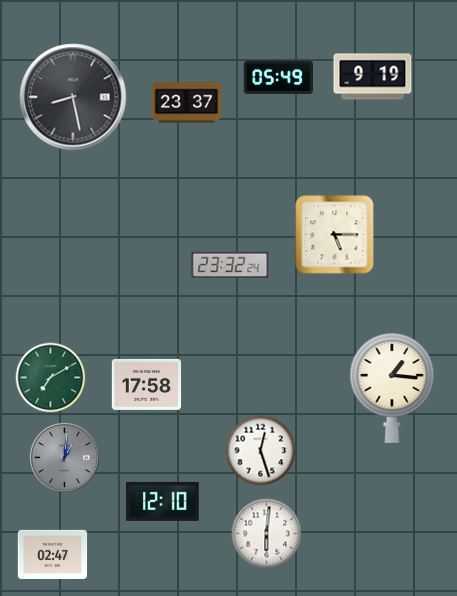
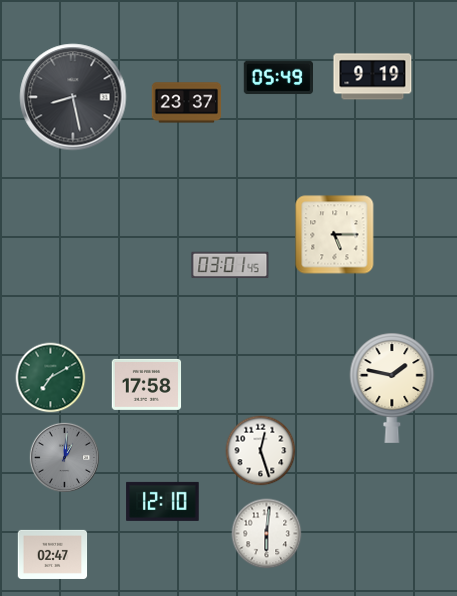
clock at (230, 265): 23:32 -> 03:01
clock at (392, 388): 1:16 -> 1:47
